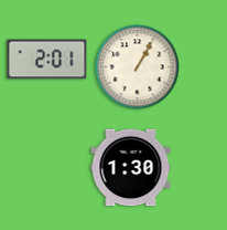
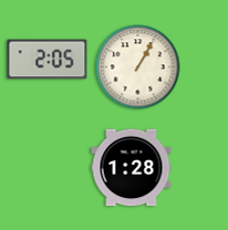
clock at (47, 60): 2:01 -> 2:05
clock at (131, 168): 1:30 -> 1:28
